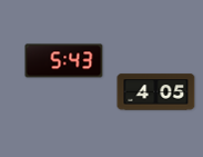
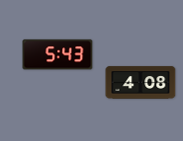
clock at (156, 92): 4:05 -> 4:08
